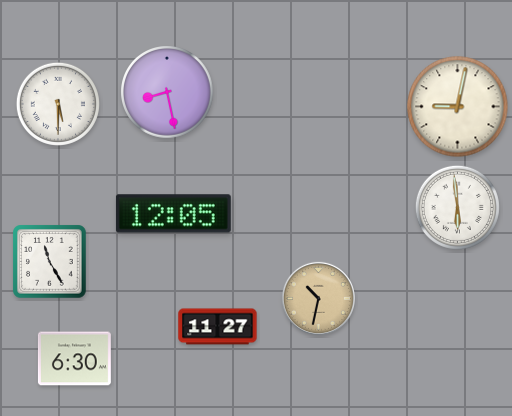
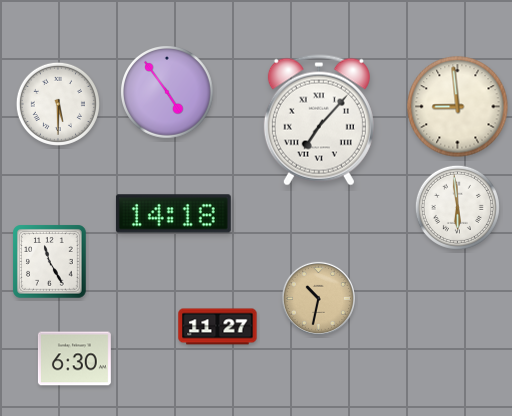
clock at (168, 93): 8:28 -> 4:54
clock at (458, 107): 9:02 -> 8:59
clock at (319, 120): none -> 7:07
clock at (173, 214): 12:05 -> 14:18
